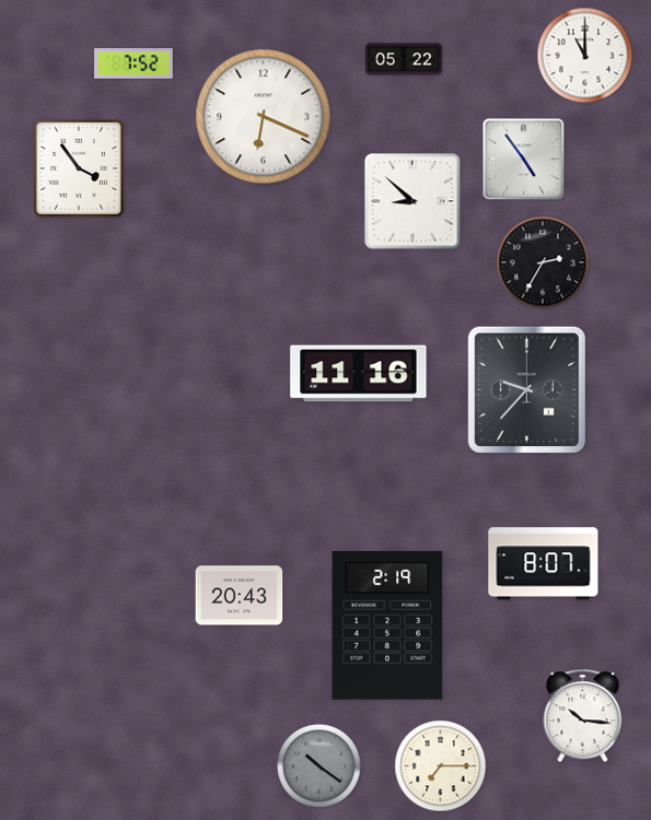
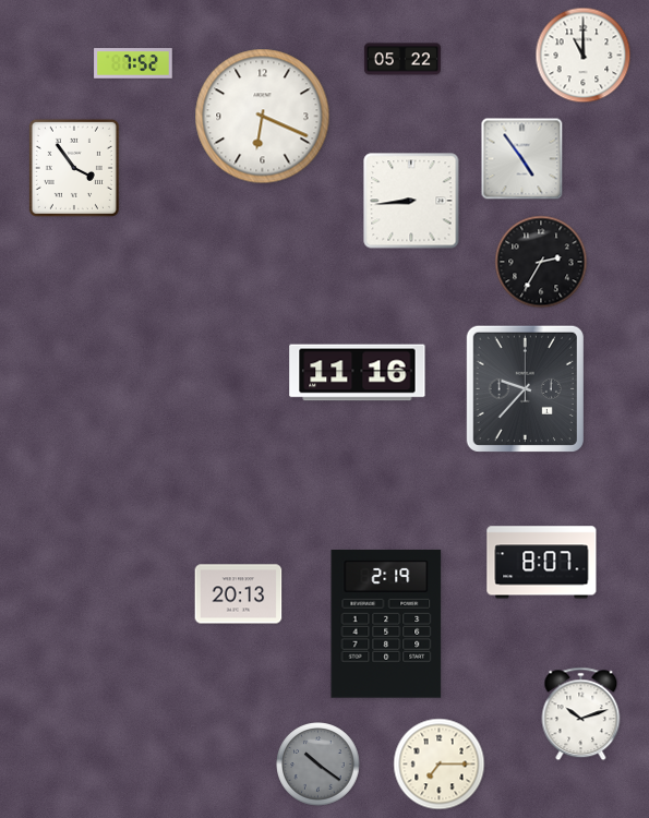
clock at (79, 168) position: (79, 168) -> (74, 168)
clock at (412, 201): 8:52 -> 8:44
clock at (240, 596): 20:43 -> 20:13
clock at (583, 716): 10:16 -> 10:12
